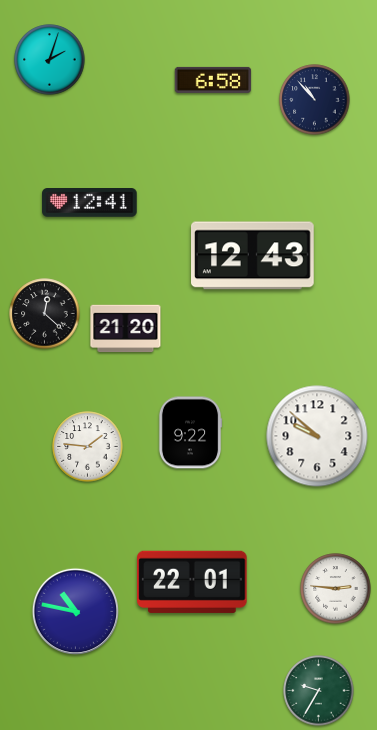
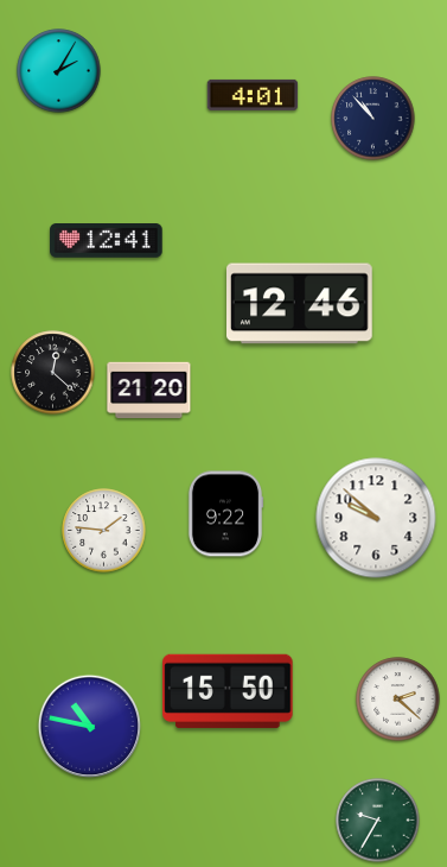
clock at (50, 60): 2:03 -> 2:05
clock at (213, 80): 6:58 -> 4:01
clock at (253, 256): 12:43 -> 12:46
clock at (192, 582): 22:01 -> 15:50
clock at (336, 589): 2:46 -> 2:22
